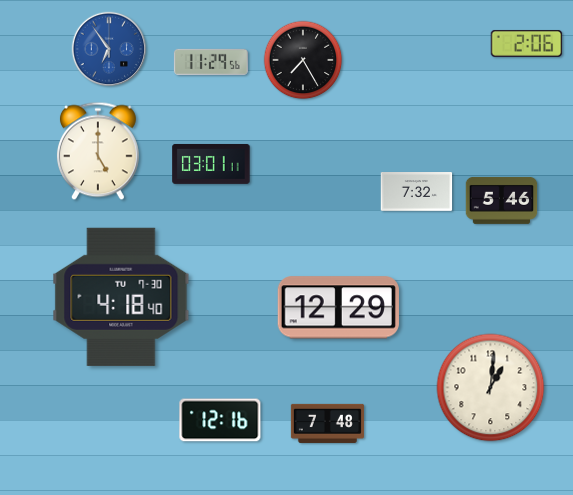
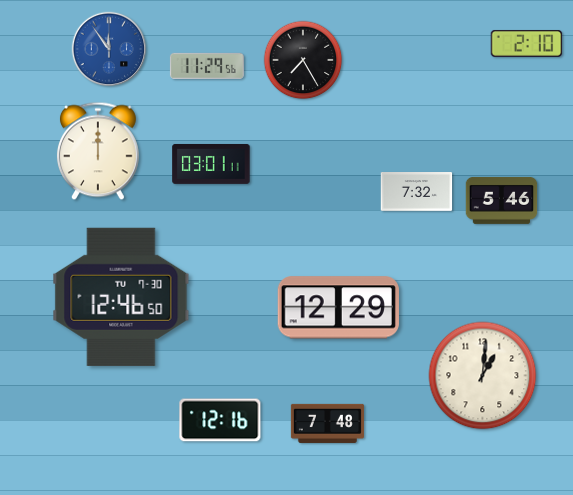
clock at (527, 43): 2:06 -> 2:10
clock at (109, 49): 6:54 -> 11:54
clock at (211, 62) position: (211, 62) -> (207, 66)
clock at (98, 151): 5:00 -> 12:00
clock at (121, 297): 4:18 -> 12:46
clock at (491, 388) position: (491, 388) -> (483, 376)
